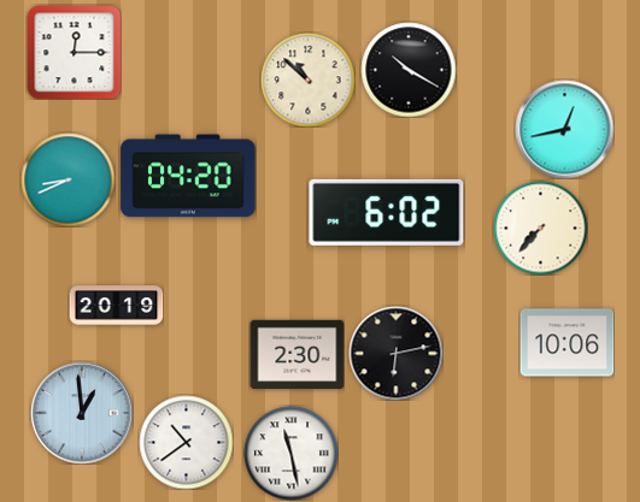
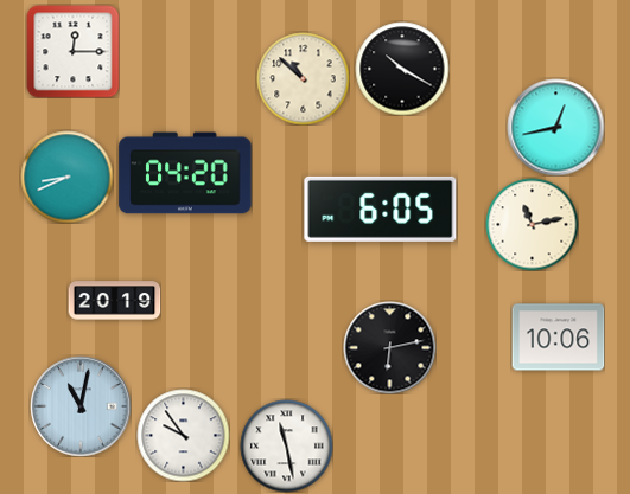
clock at (387, 212): 6:02 -> 6:05
clock at (540, 228): 7:37 -> 11:13
clock at (296, 355): 2:30 -> none
clock at (82, 413): 12:59 -> 11:02
clock at (186, 442): 10:39 -> 9:54
